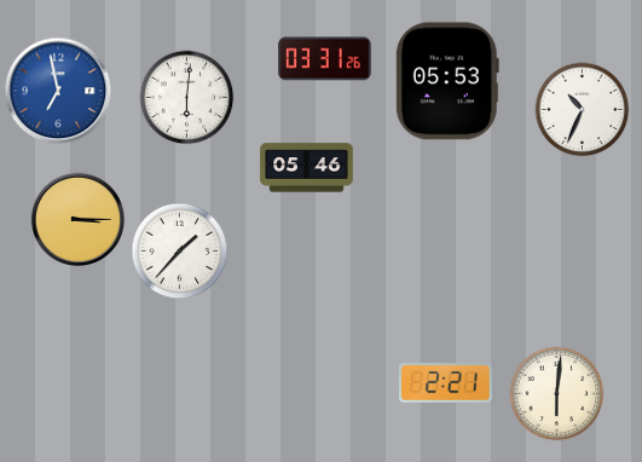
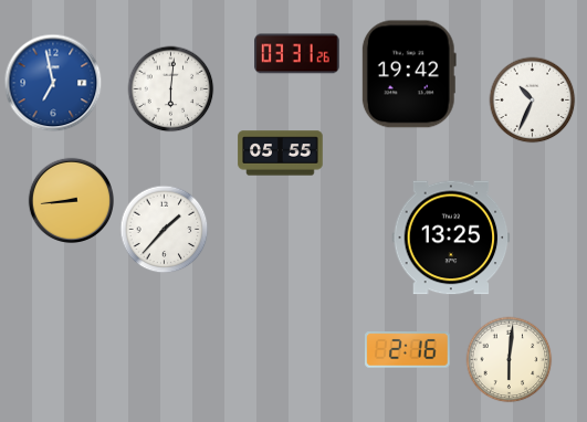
clock at (447, 81): 05:53 -> 19:42
clock at (307, 168): 05:46 -> 05:55
clock at (77, 219): 3:15 -> 8:44
clock at (451, 238): none -> 13:25
clock at (446, 383): 2:21 -> 2:16
